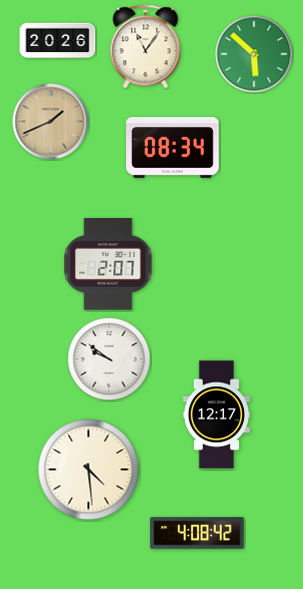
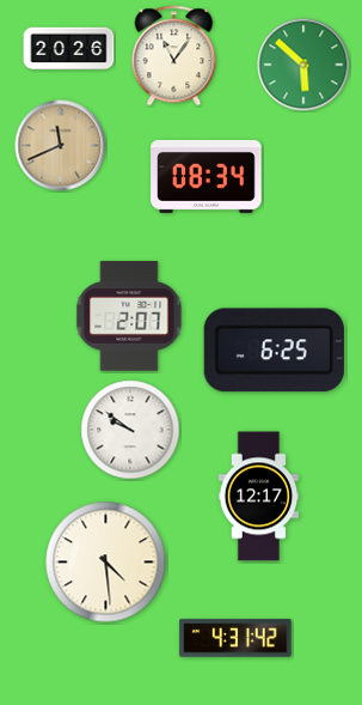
clock at (51, 122): 1:41 -> 11:41
clock at (274, 351): none -> 6:25
clock at (197, 533): 4:08 -> 4:31
